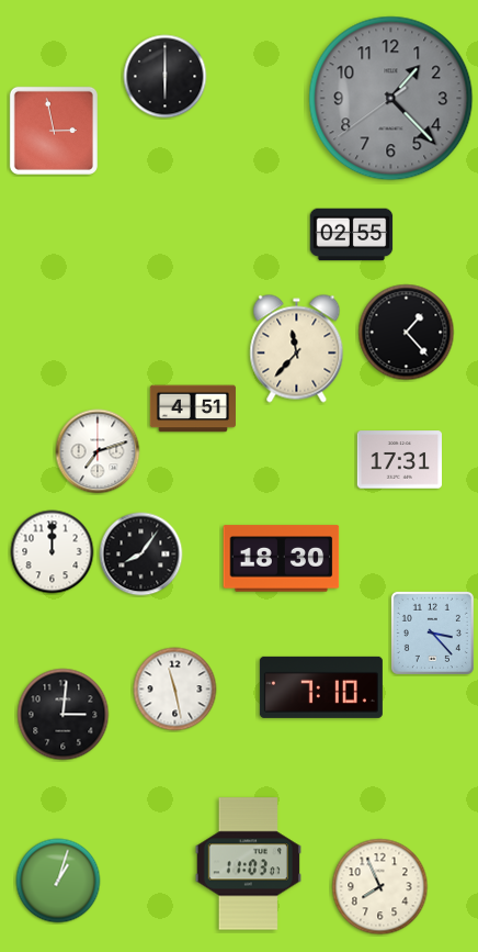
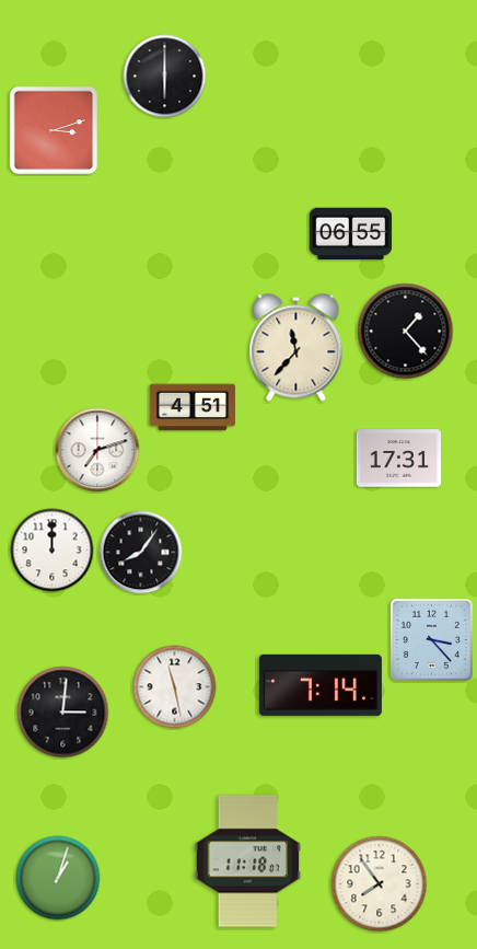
clock at (391, 99): 1:22 -> none
clock at (54, 131): 2:58 -> 3:12
clock at (352, 235): 02:55 -> 06:55
clock at (282, 559): 18:30 -> none
clock at (432, 632) position: (432, 632) -> (431, 639)
clock at (321, 687): 7:10 -> 7:14
clock at (248, 864): 11:03 -> 11:18
clock at (380, 887): 7:56 -> 7:54
